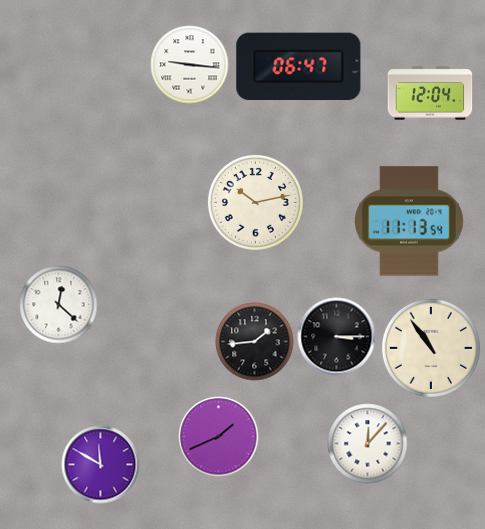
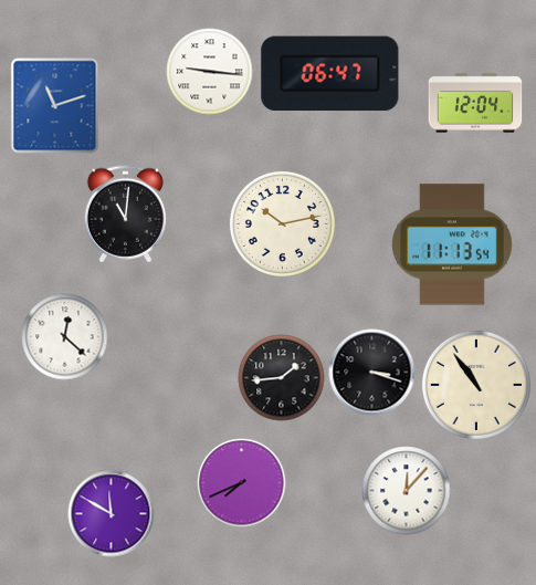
clock at (55, 105): none -> 11:12
clock at (125, 213): none -> 11:01
clock at (336, 336): 3:15 -> 3:18
clock at (218, 436): 1:41 -> 7:41
